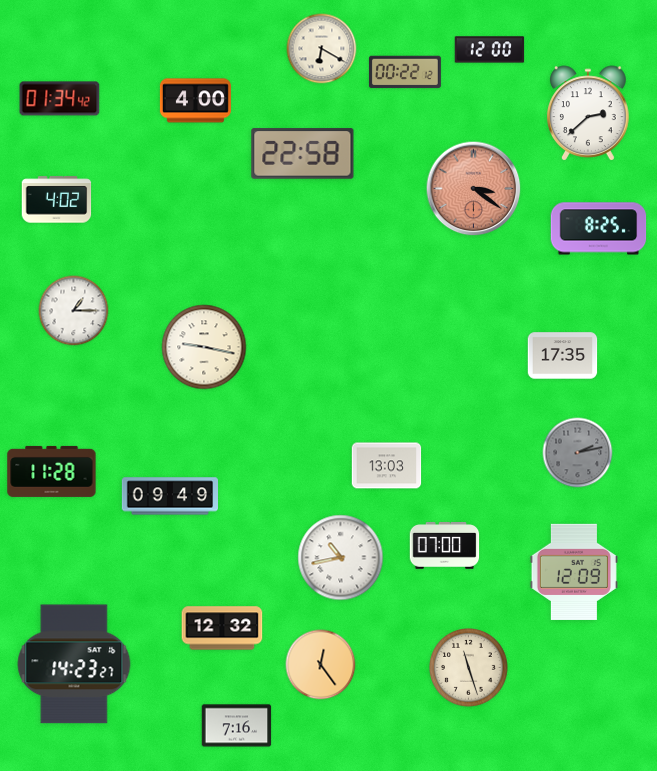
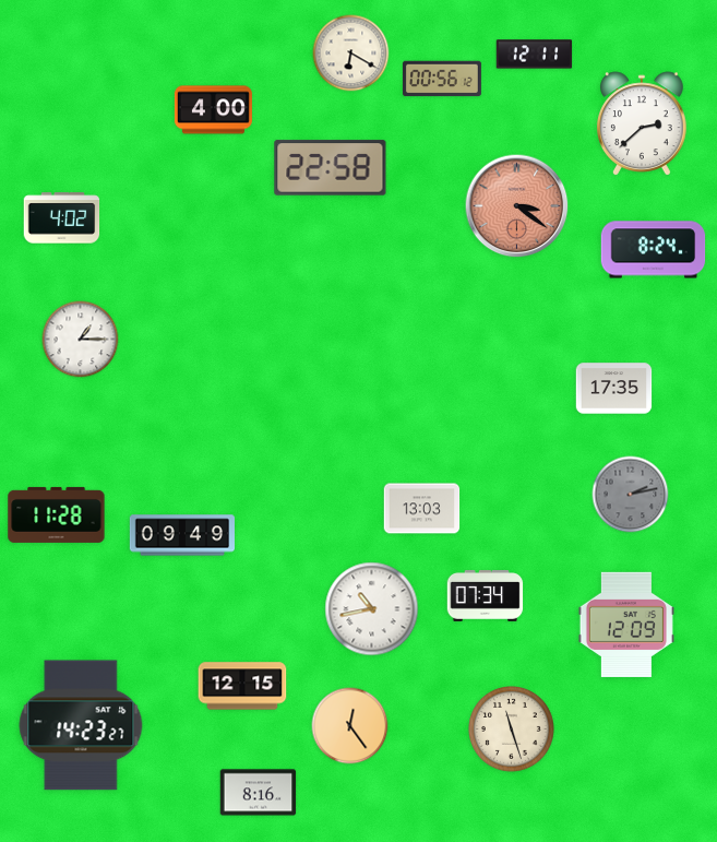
clock at (490, 50): 12:00 -> 12:11
clock at (405, 72): 00:22 -> 00:56
clock at (60, 99): 01:34 -> none
clock at (599, 229): 8:25 -> 8:24
clock at (204, 347): 9:17 -> none
clock at (169, 496) position: (169, 496) -> (181, 535)
clock at (445, 546): 07:00 -> 07:34
clock at (222, 628): 12:32 -> 12:15
clock at (237, 726): 7:16 -> 8:16
